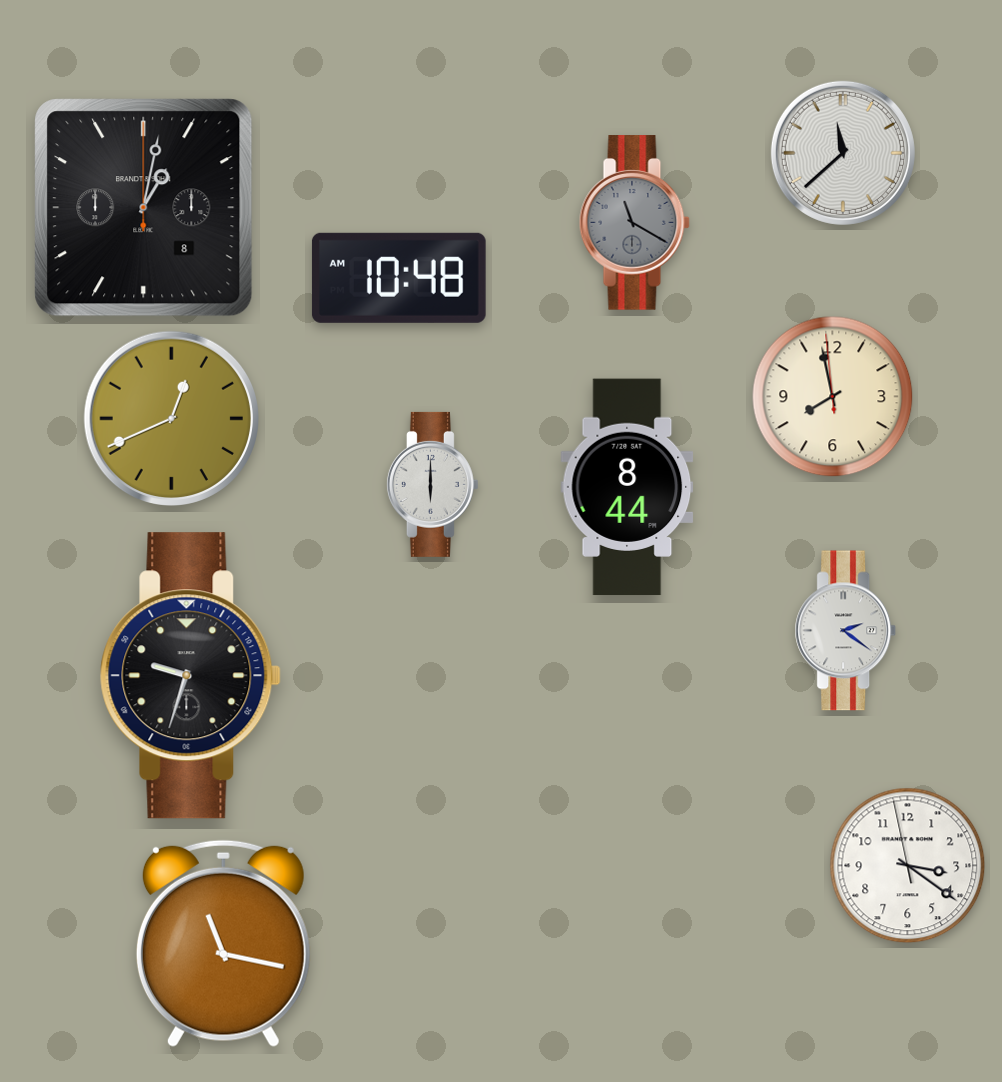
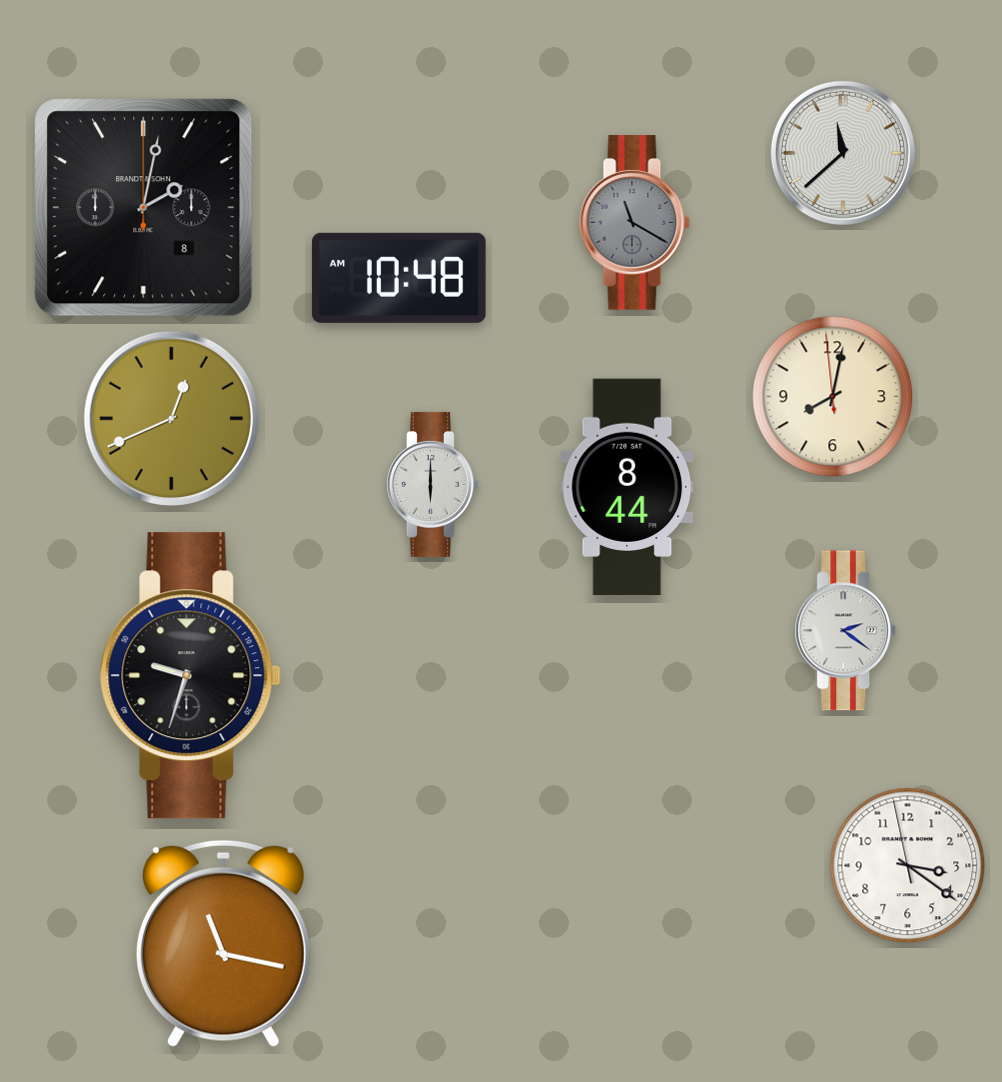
clock at (144, 208): 1:02 -> 2:02
clock at (833, 397): 7:57 -> 8:01
